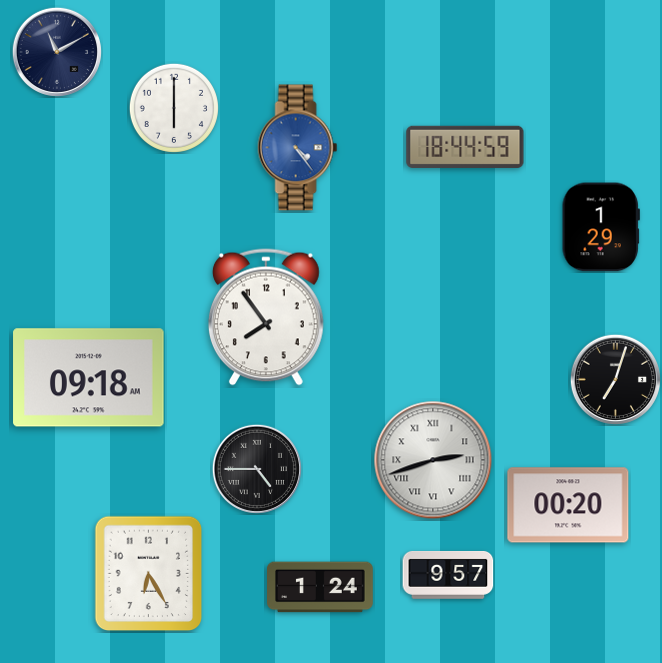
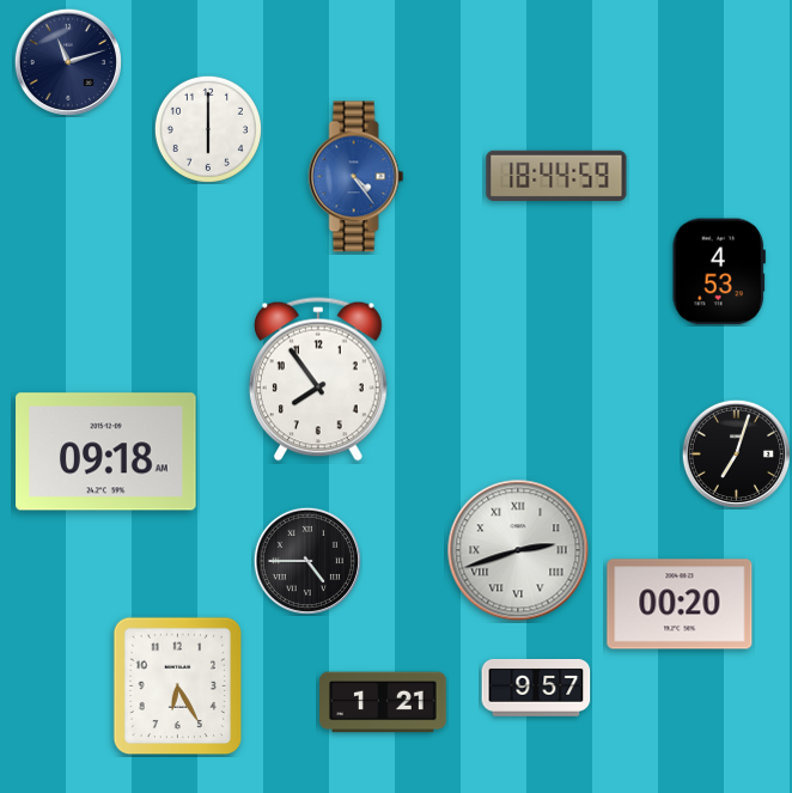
clock at (57, 52): 11:10 -> 11:12
clock at (601, 227): 1:29 -> 4:53
clock at (321, 587): 1:24 -> 1:21
